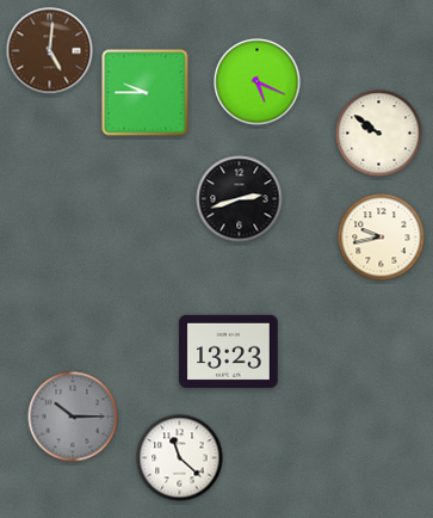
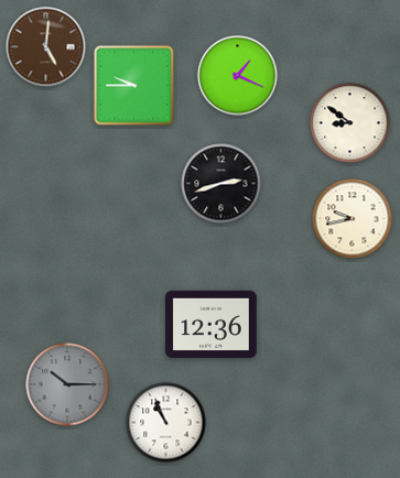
clock at (258, 82): 5:19 -> 1:19
clock at (379, 134): 9:51 -> 8:51
clock at (229, 351): 13:23 -> 12:36
clock at (180, 458): 11:22 -> 10:56
